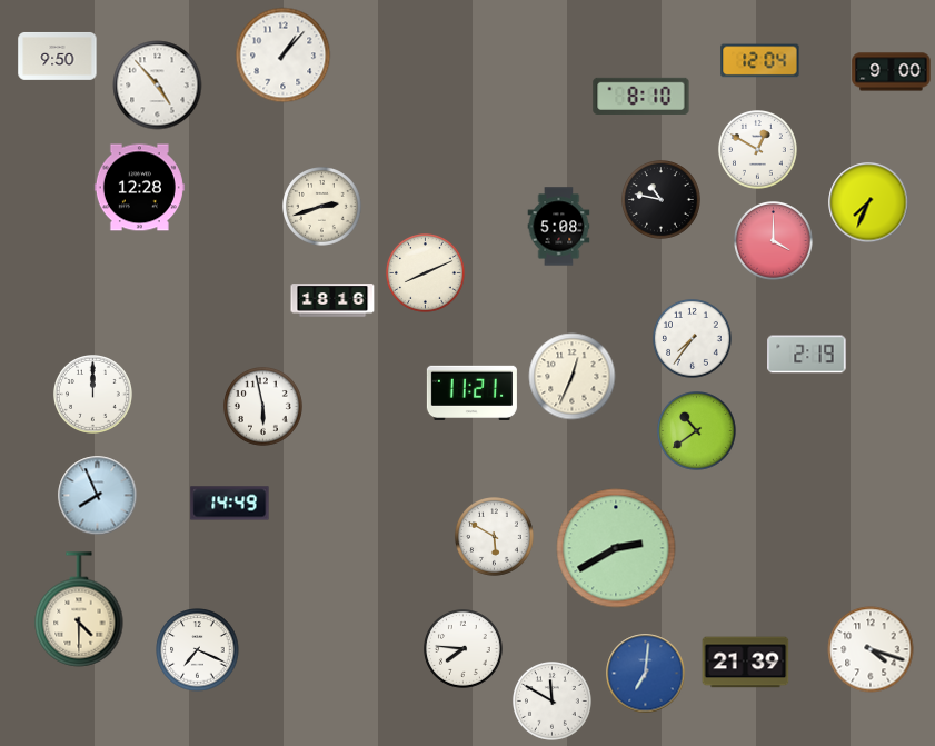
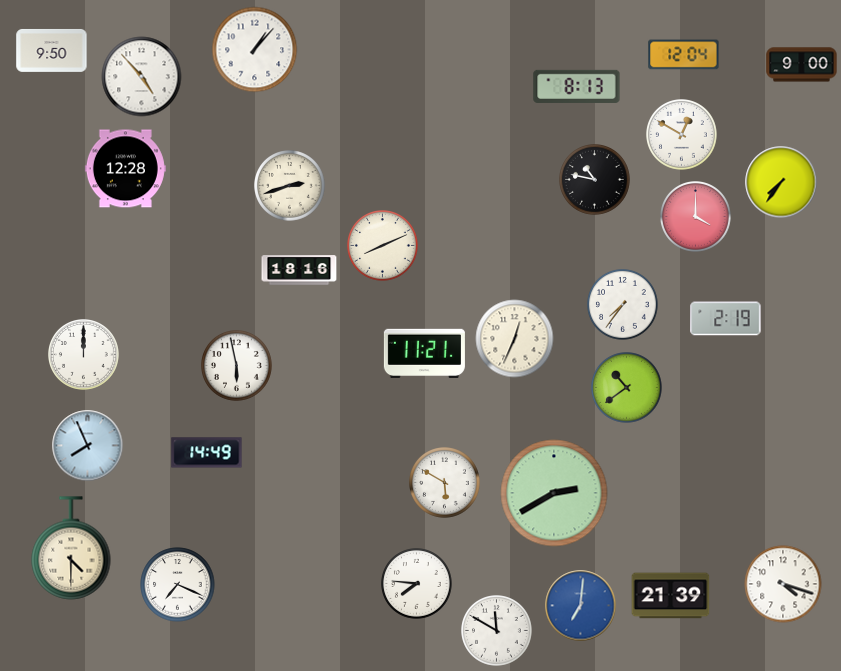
clock at (641, 96): 8:10 -> 8:13
clock at (868, 202): 7:34 -> 7:36
clock at (559, 227): 5:08 -> none
